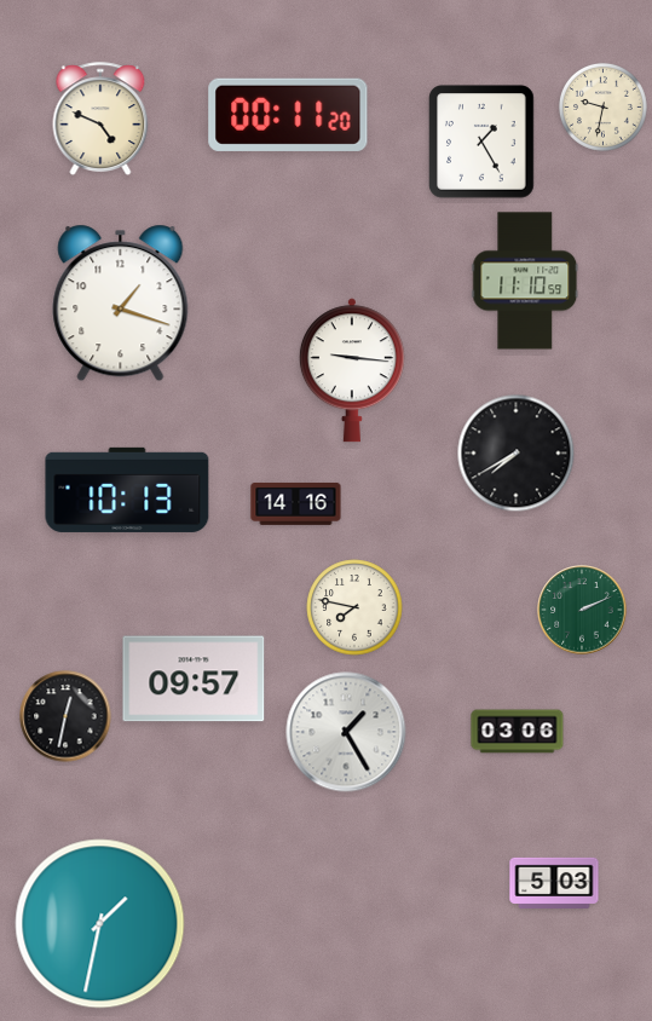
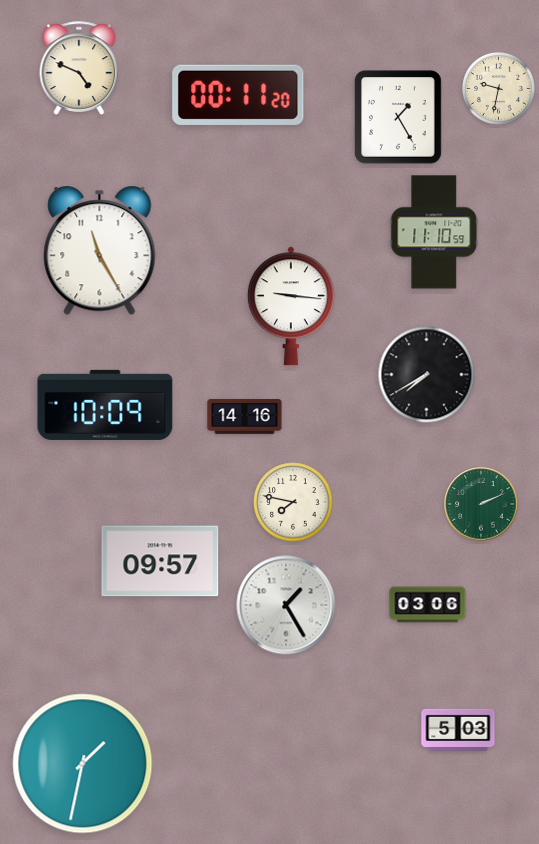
clock at (100, 119) position: (100, 119) -> (79, 68)
clock at (121, 304): 1:18 -> 11:25
clock at (127, 490): 10:13 -> 10:09
clock at (65, 716): 12:32 -> none
